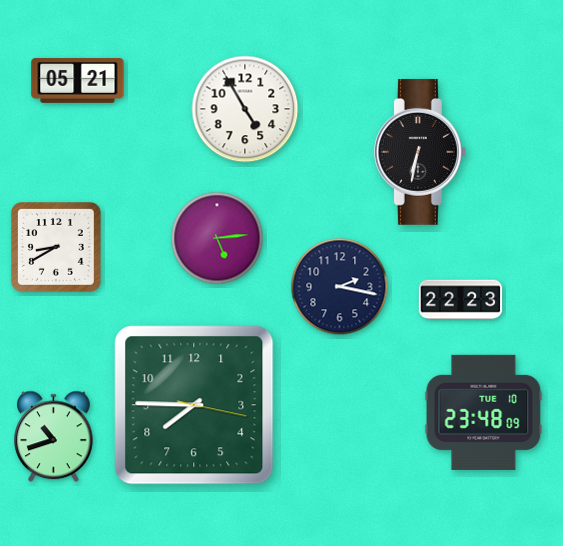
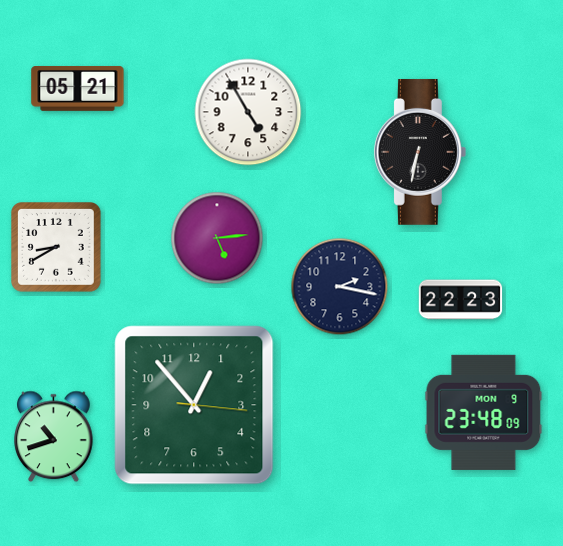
clock at (78, 81) position: (78, 81) -> (78, 89)
clock at (245, 109) position: (245, 109) -> (248, 112)
clock at (194, 405): 7:45 -> 12:53
clock at (484, 412) date: TUE 10 -> MON 9
